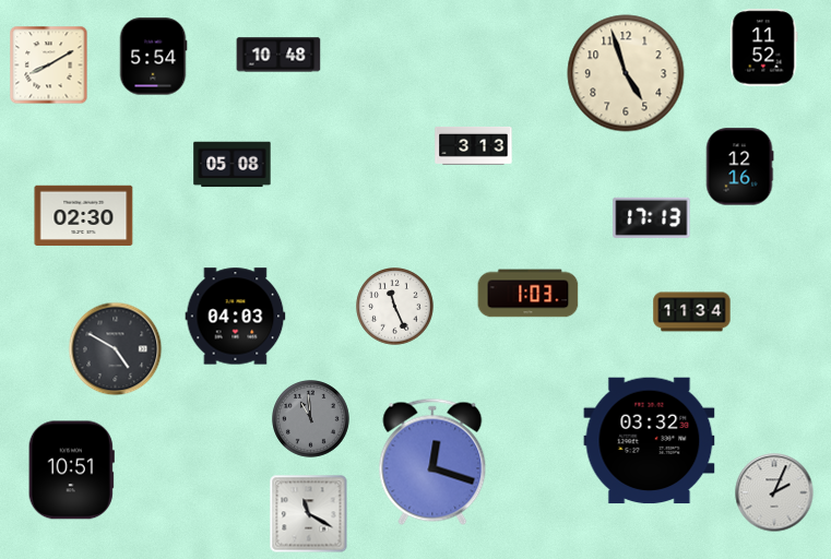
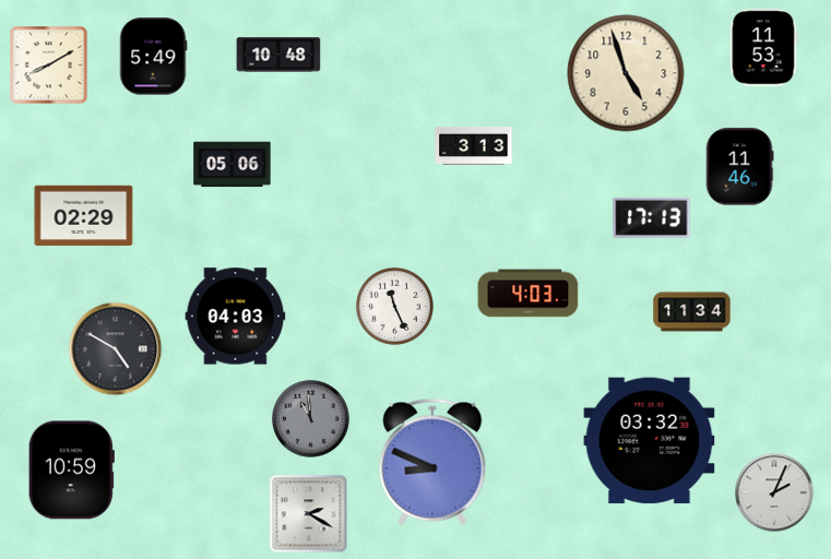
clock at (764, 48): 11:52 -> 11:53
clock at (153, 57): 5:54 -> 5:49
clock at (233, 165): 05:08 -> 05:06
clock at (739, 167): 12:16 -> 11:46
clock at (84, 216): 02:30 -> 02:29
clock at (529, 294): 1:03 -> 4:03
clock at (432, 462): 12:18 -> 8:49
clock at (71, 471): 10:51 -> 10:59
clock at (309, 514): 11:20 -> 2:20
